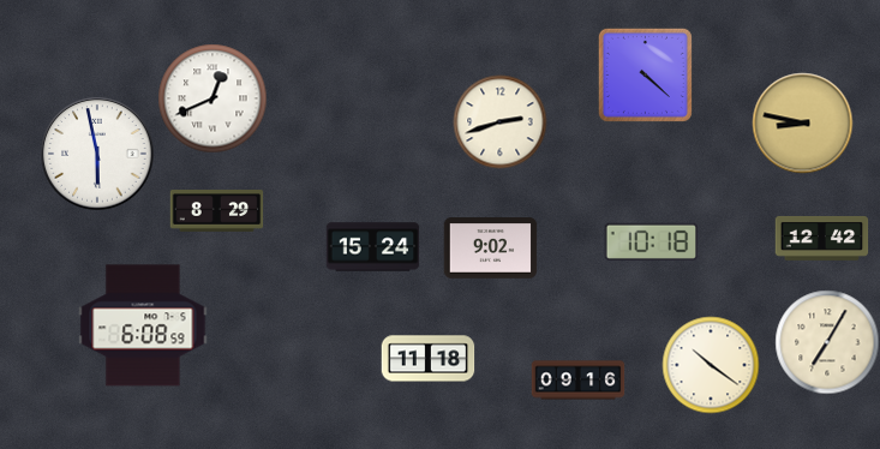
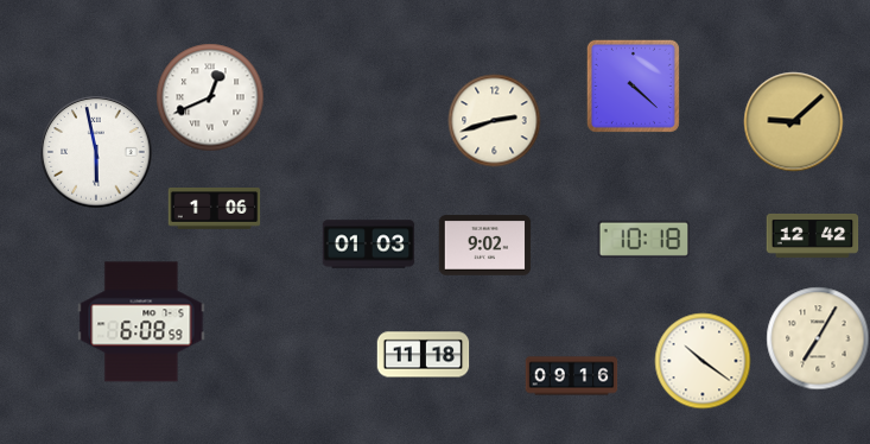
clock at (645, 74) position: (645, 74) -> (633, 85)
clock at (802, 122): 8:47 -> 9:08
clock at (216, 211): 8:29 -> 1:06
clock at (372, 247): 15:24 -> 01:03
